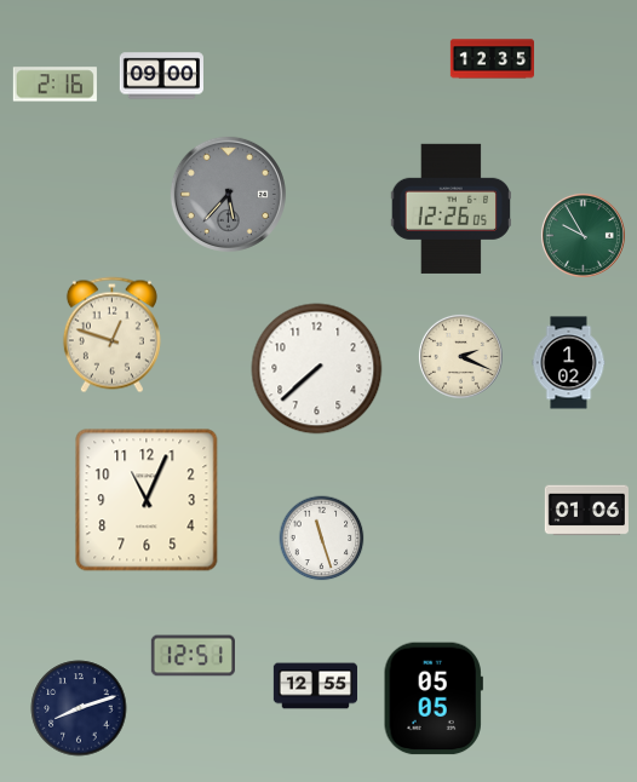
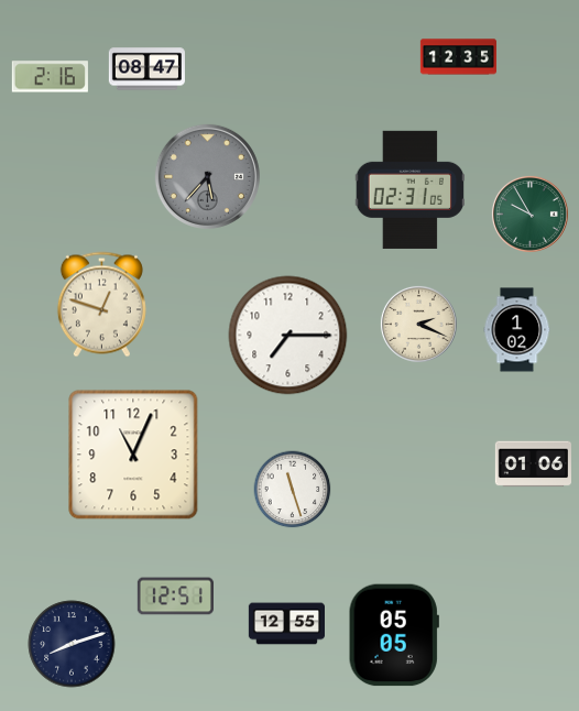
clock at (492, 59) position: (492, 59) -> (458, 57)
clock at (161, 76): 09:00 -> 08:47
clock at (451, 208): 12:26 -> 02:31
clock at (317, 369): 7:38 -> 7:15
